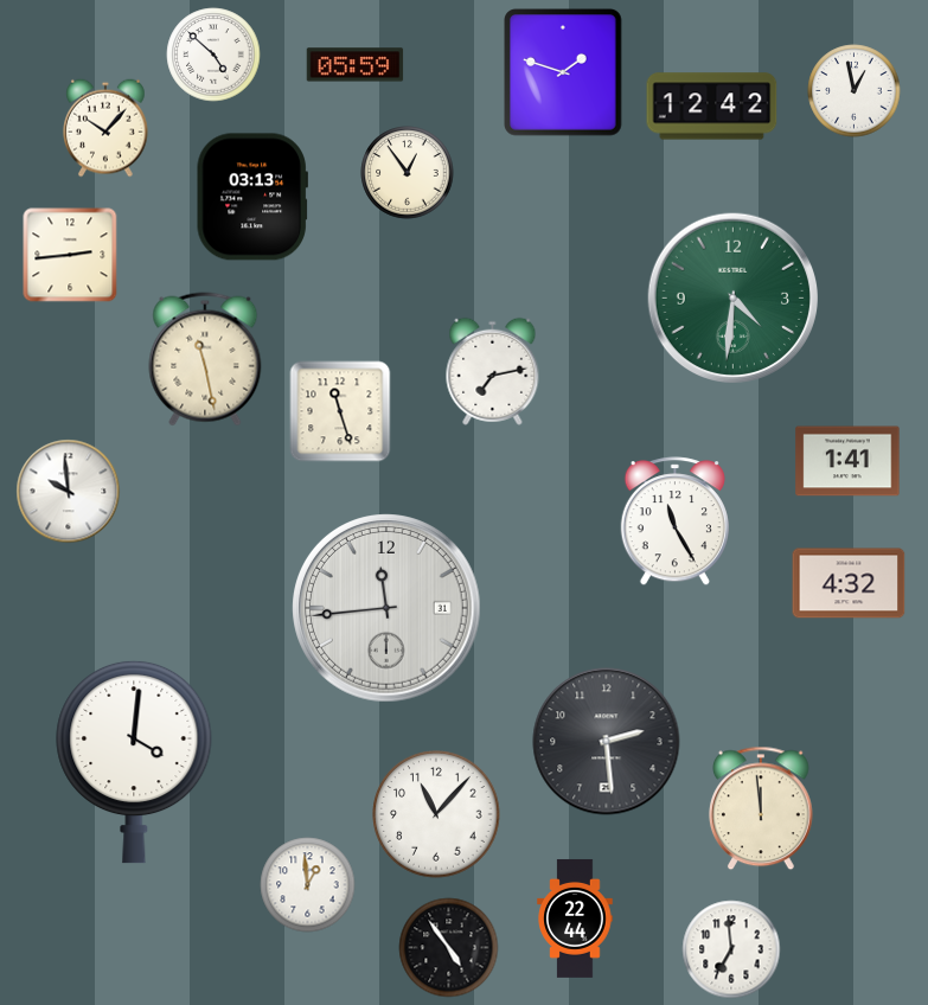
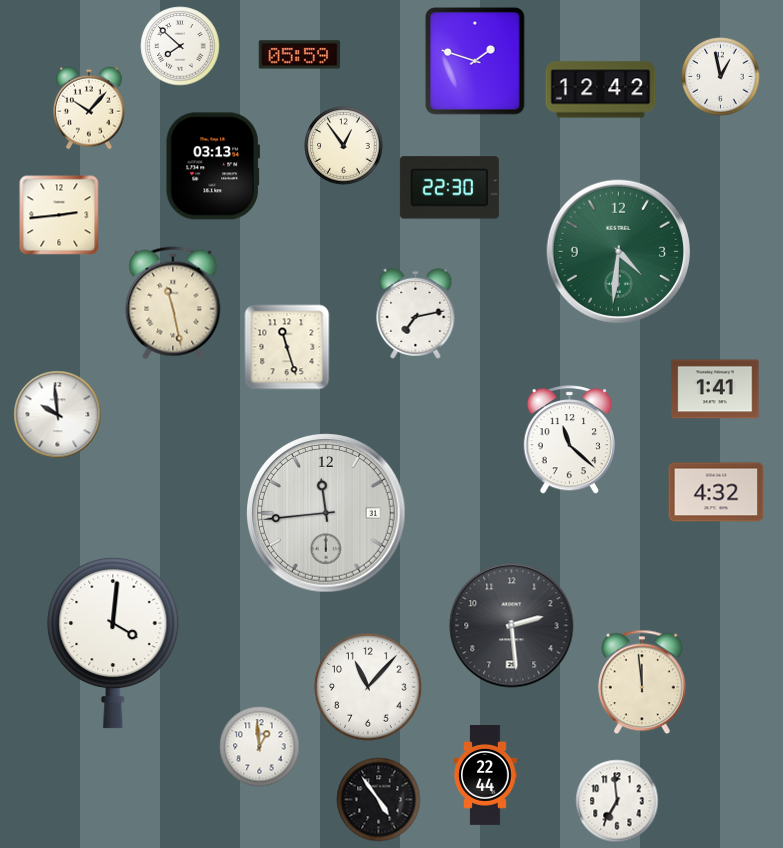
clock at (213, 55): 4:52 -> 7:52
clock at (449, 188): none -> 22:30
clock at (674, 521): 11:25 -> 11:22
